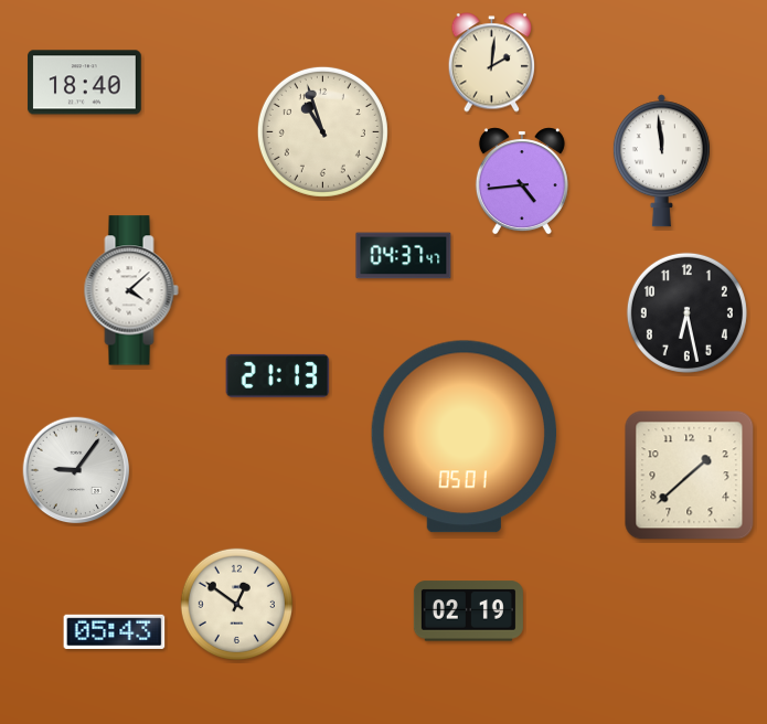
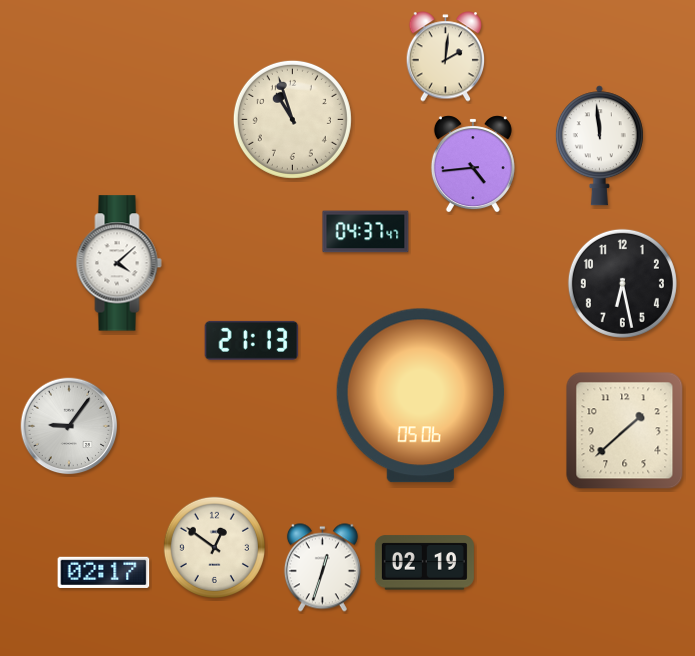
clock at (85, 83): 18:40 -> none
clock at (464, 437): 05:01 -> 05:06
clock at (468, 611) position: (468, 611) -> (424, 563)
clock at (322, 568): none -> 12:33
clock at (115, 631): 05:43 -> 02:17
